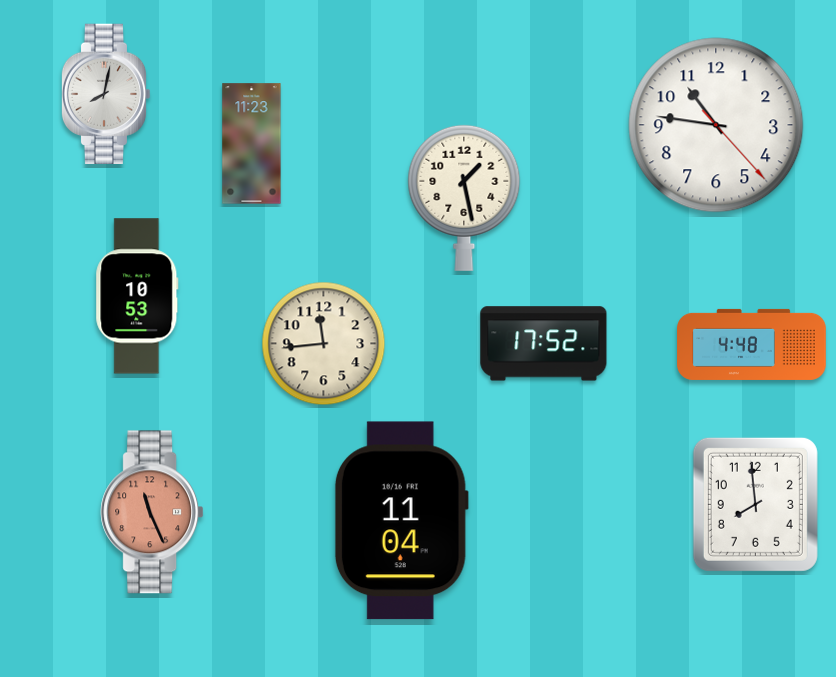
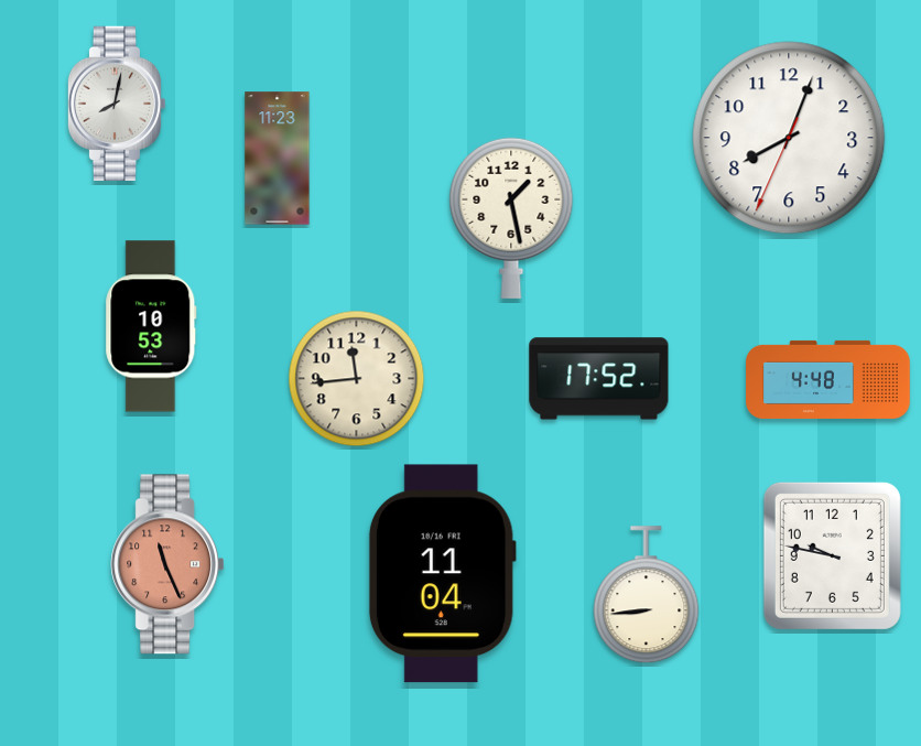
clock at (716, 125): 10:46 -> 8:03
clock at (755, 504): 7:59 -> 9:47
clock at (647, 595): none -> 8:44
